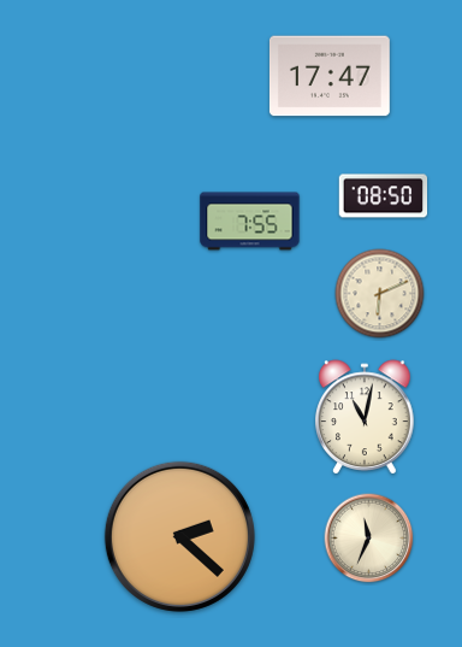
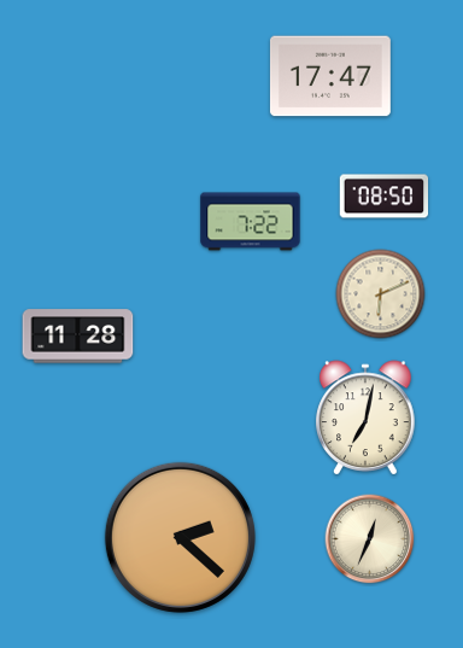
clock at (250, 222): 7:55 -> 7:22
clock at (78, 337): none -> 11:28
clock at (365, 417): 11:02 -> 7:02
clock at (369, 539): 11:34 -> 12:34
